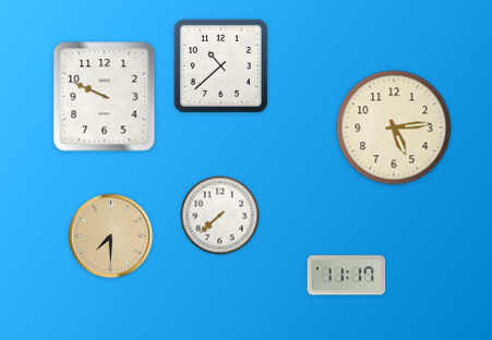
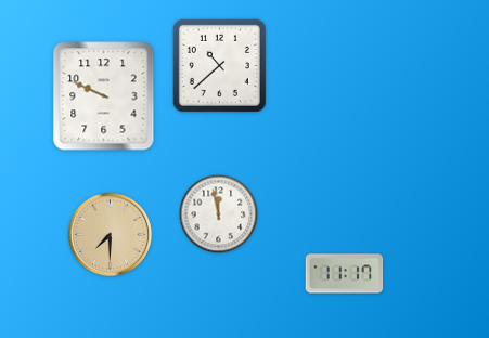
clock at (394, 127): 5:14 -> none
clock at (220, 216): 7:38 -> 11:58
